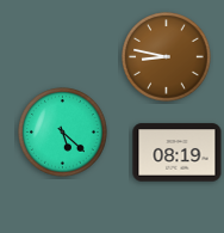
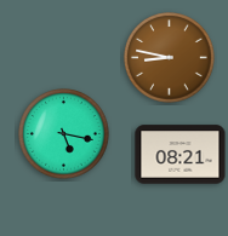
clock at (63, 133): 5:22 -> 5:17
clock at (178, 153): 08:19 -> 08:21
